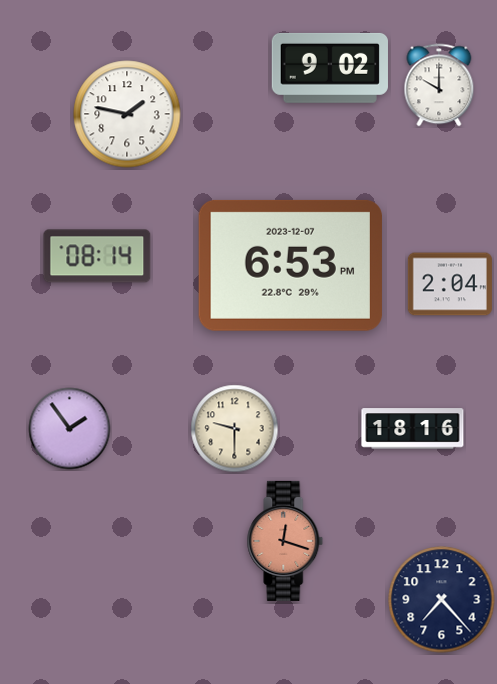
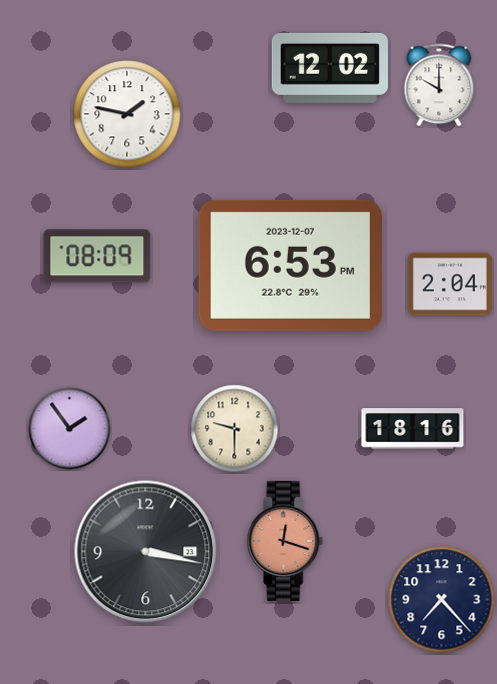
clock at (330, 68): 9:02 -> 12:02
clock at (97, 256): 08:14 -> 08:09
clock at (146, 552): none -> 3:17
